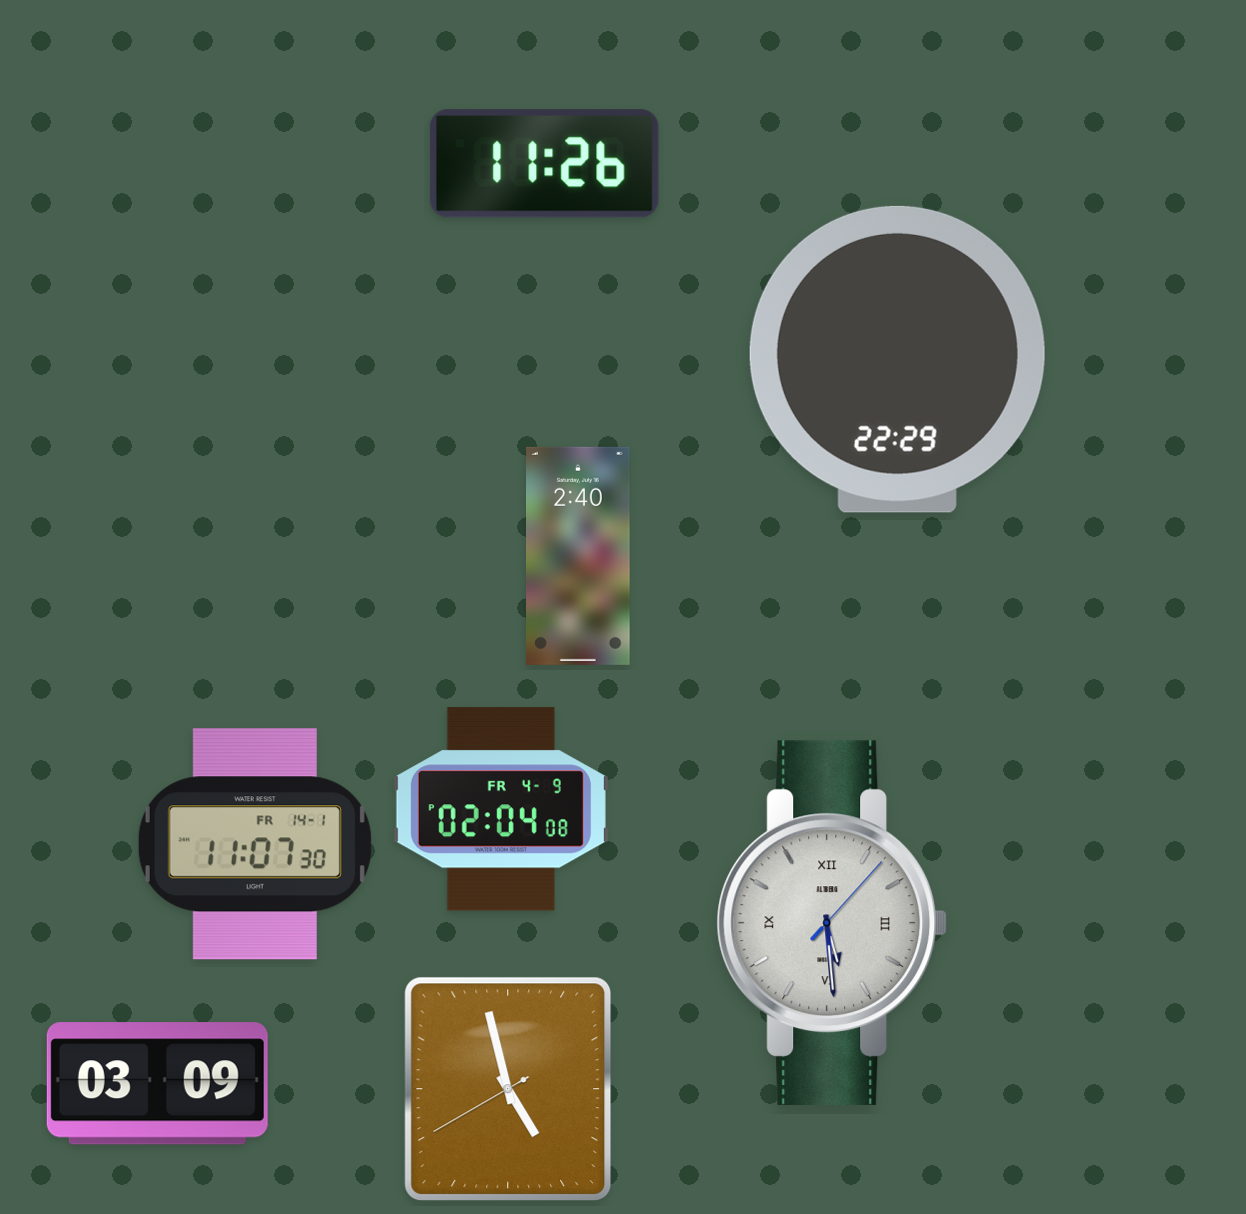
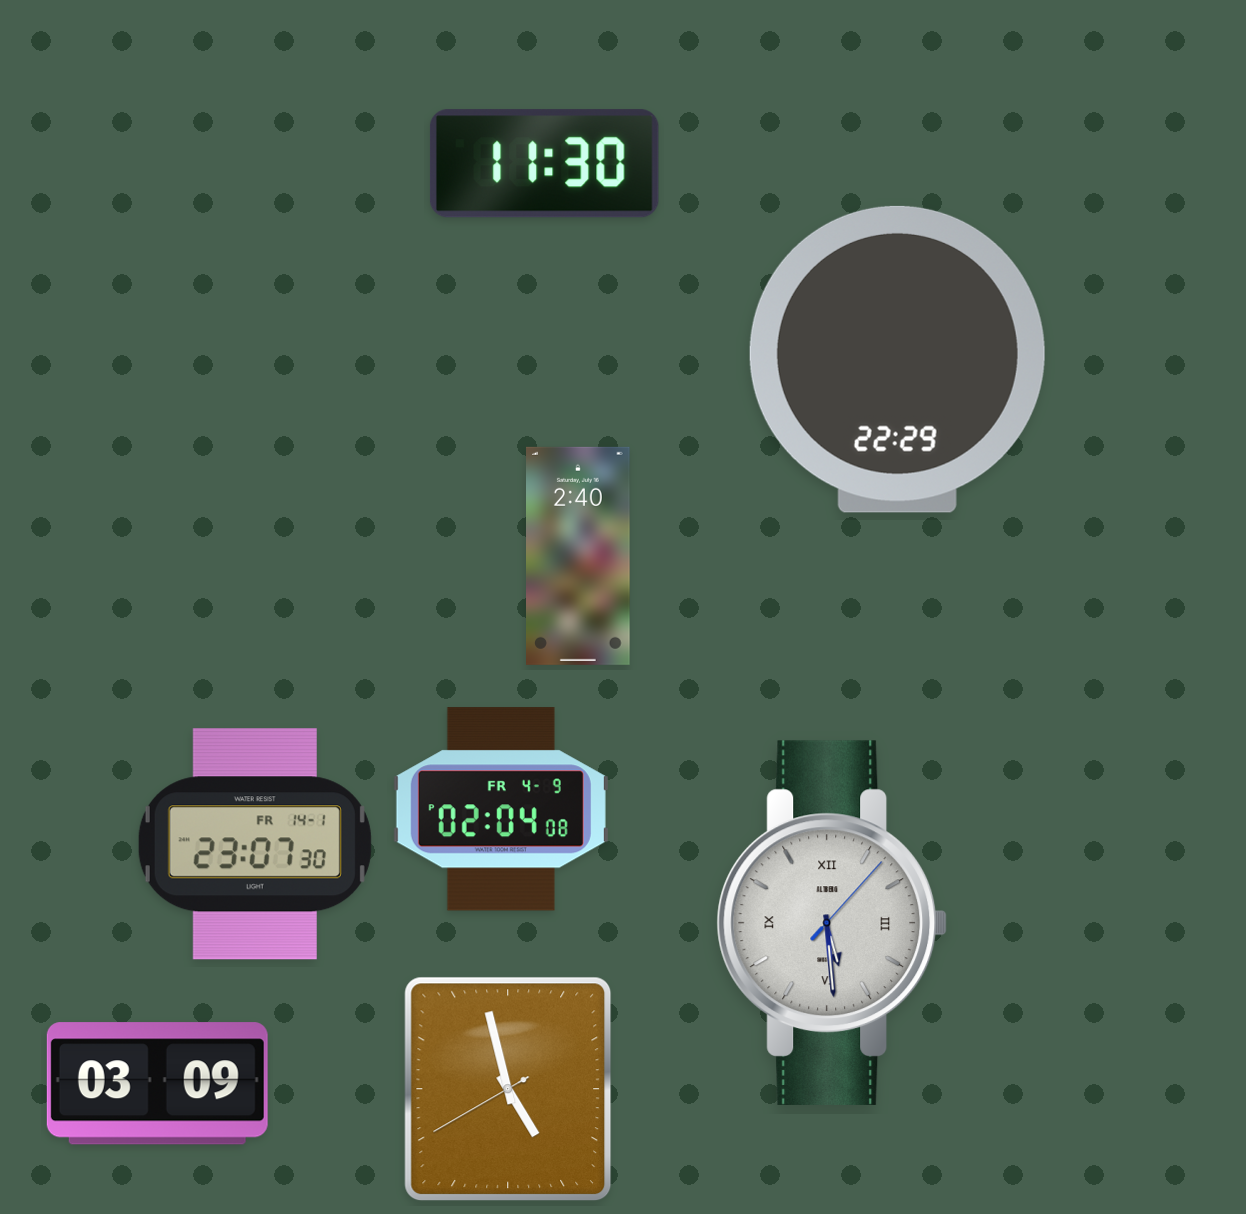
clock at (544, 164): 11:26 -> 11:30
clock at (255, 844): 11:07 -> 23:07
